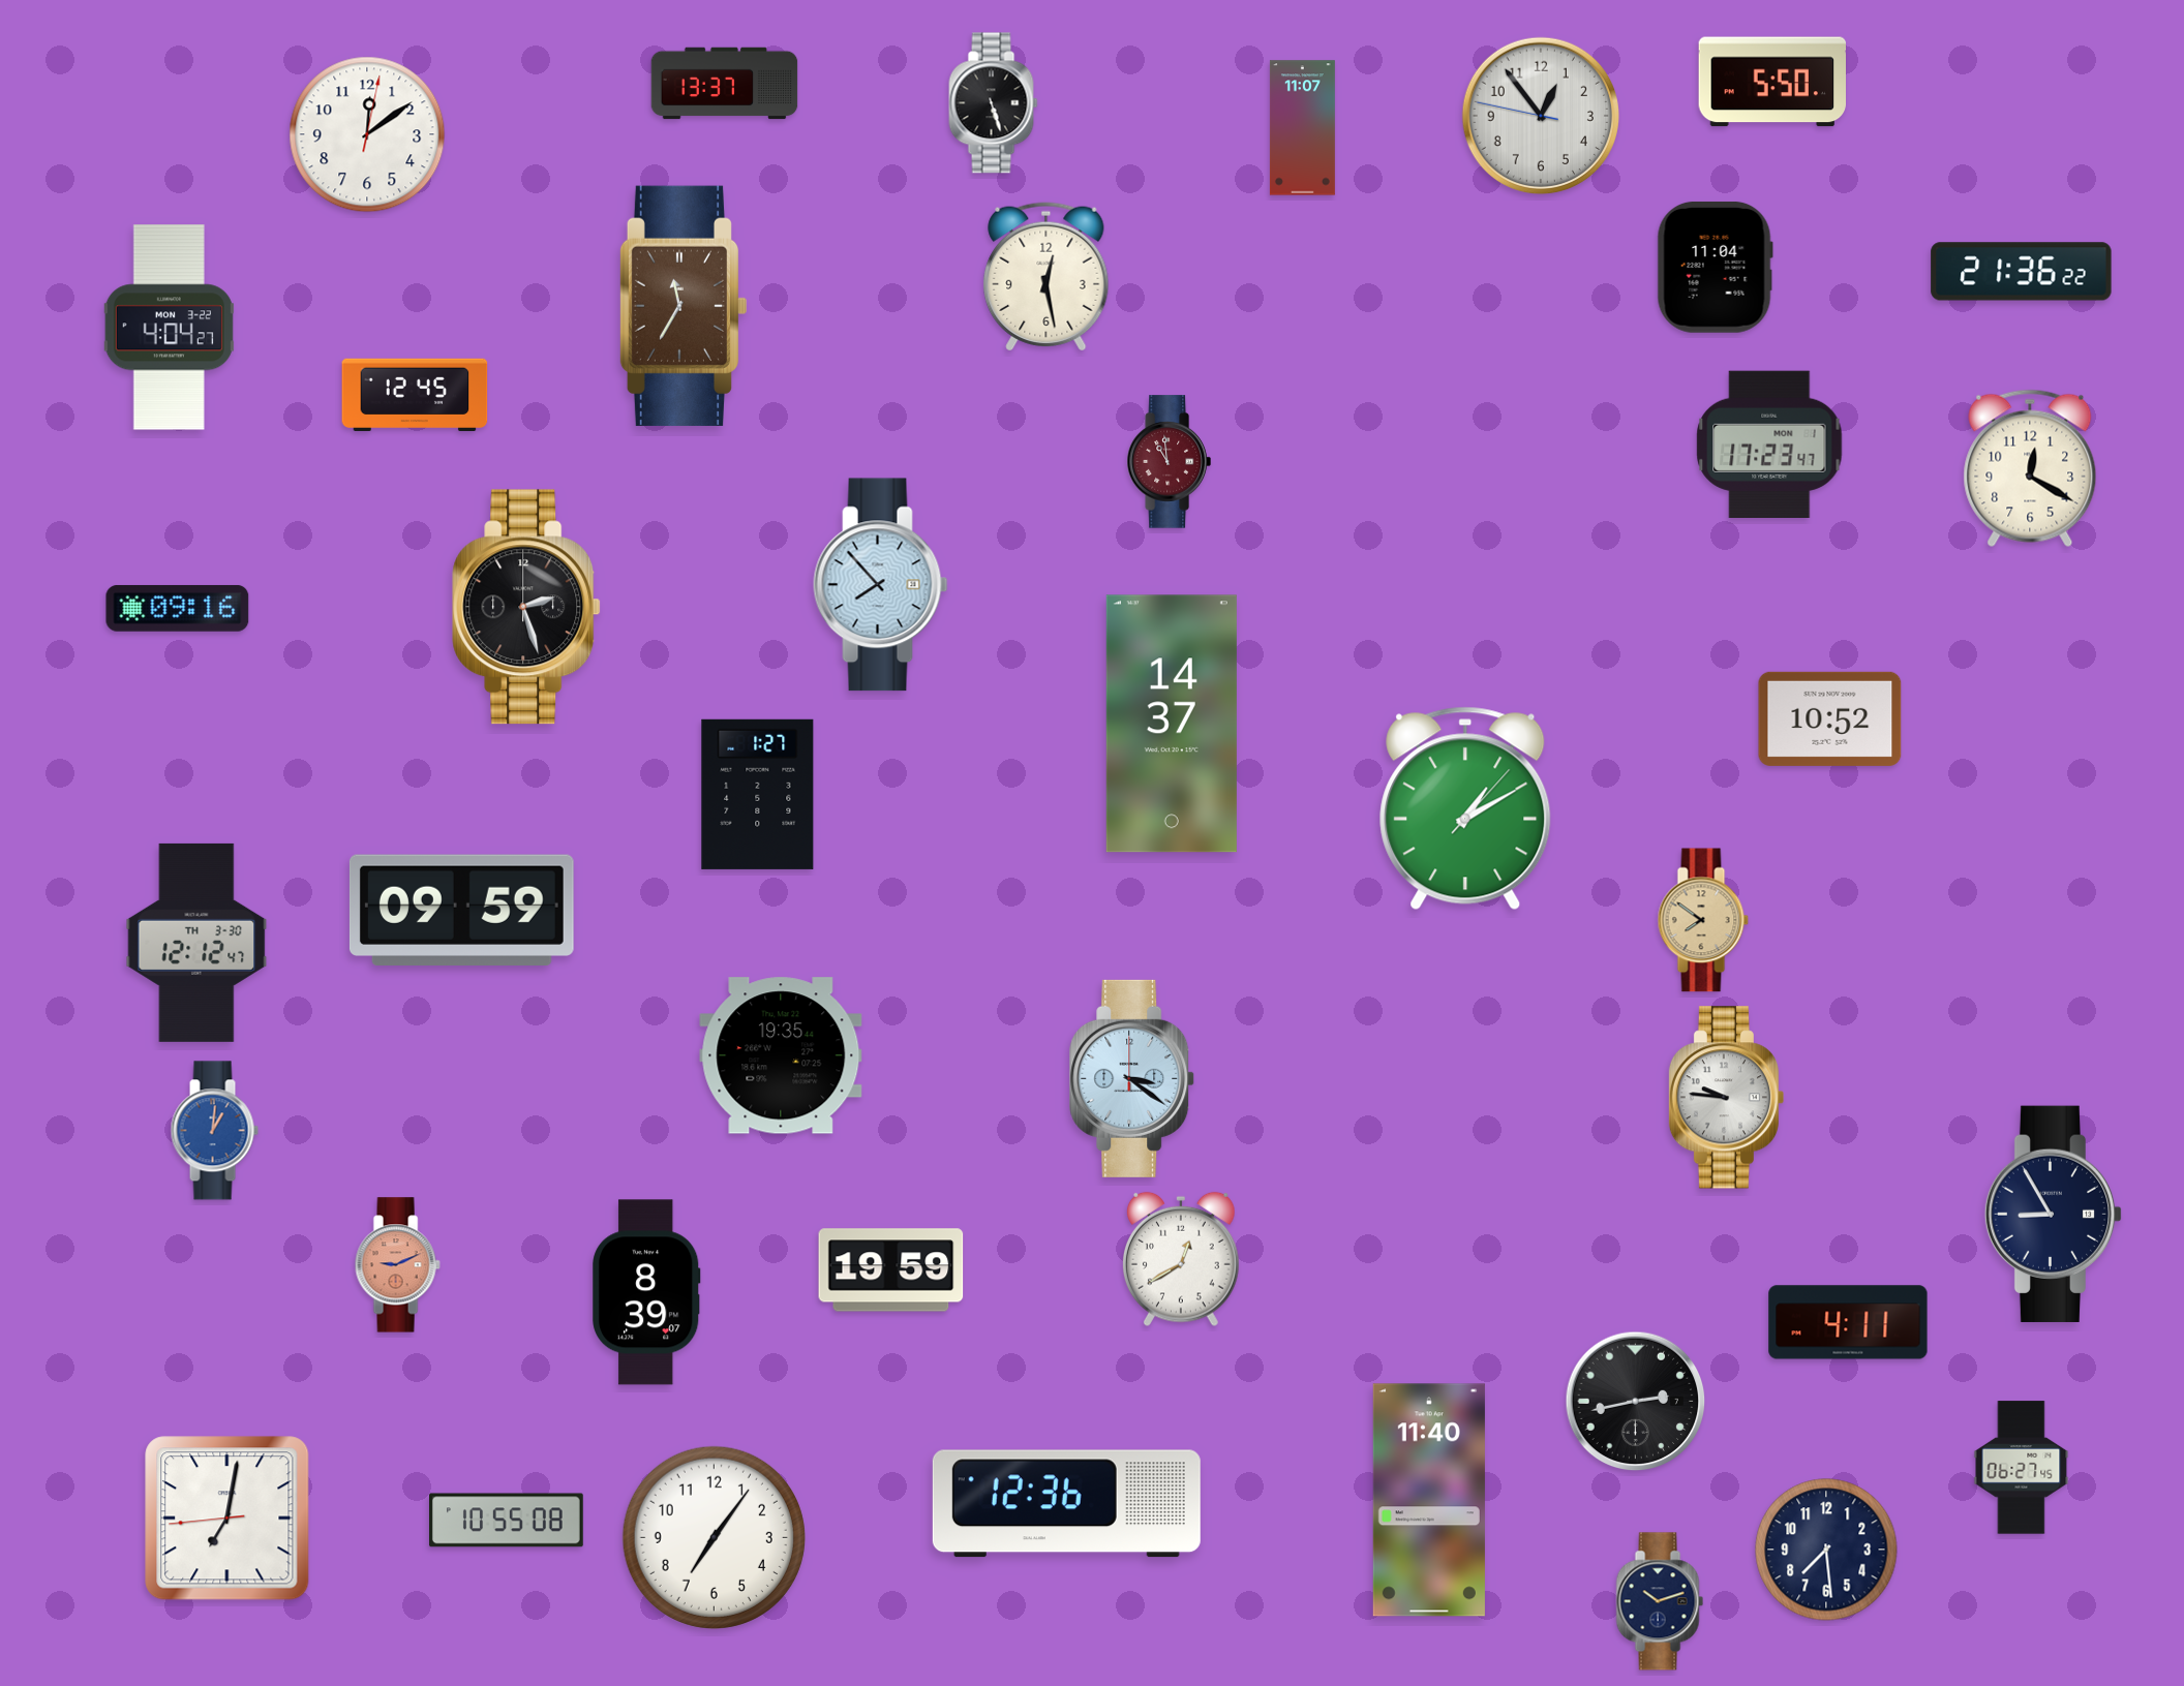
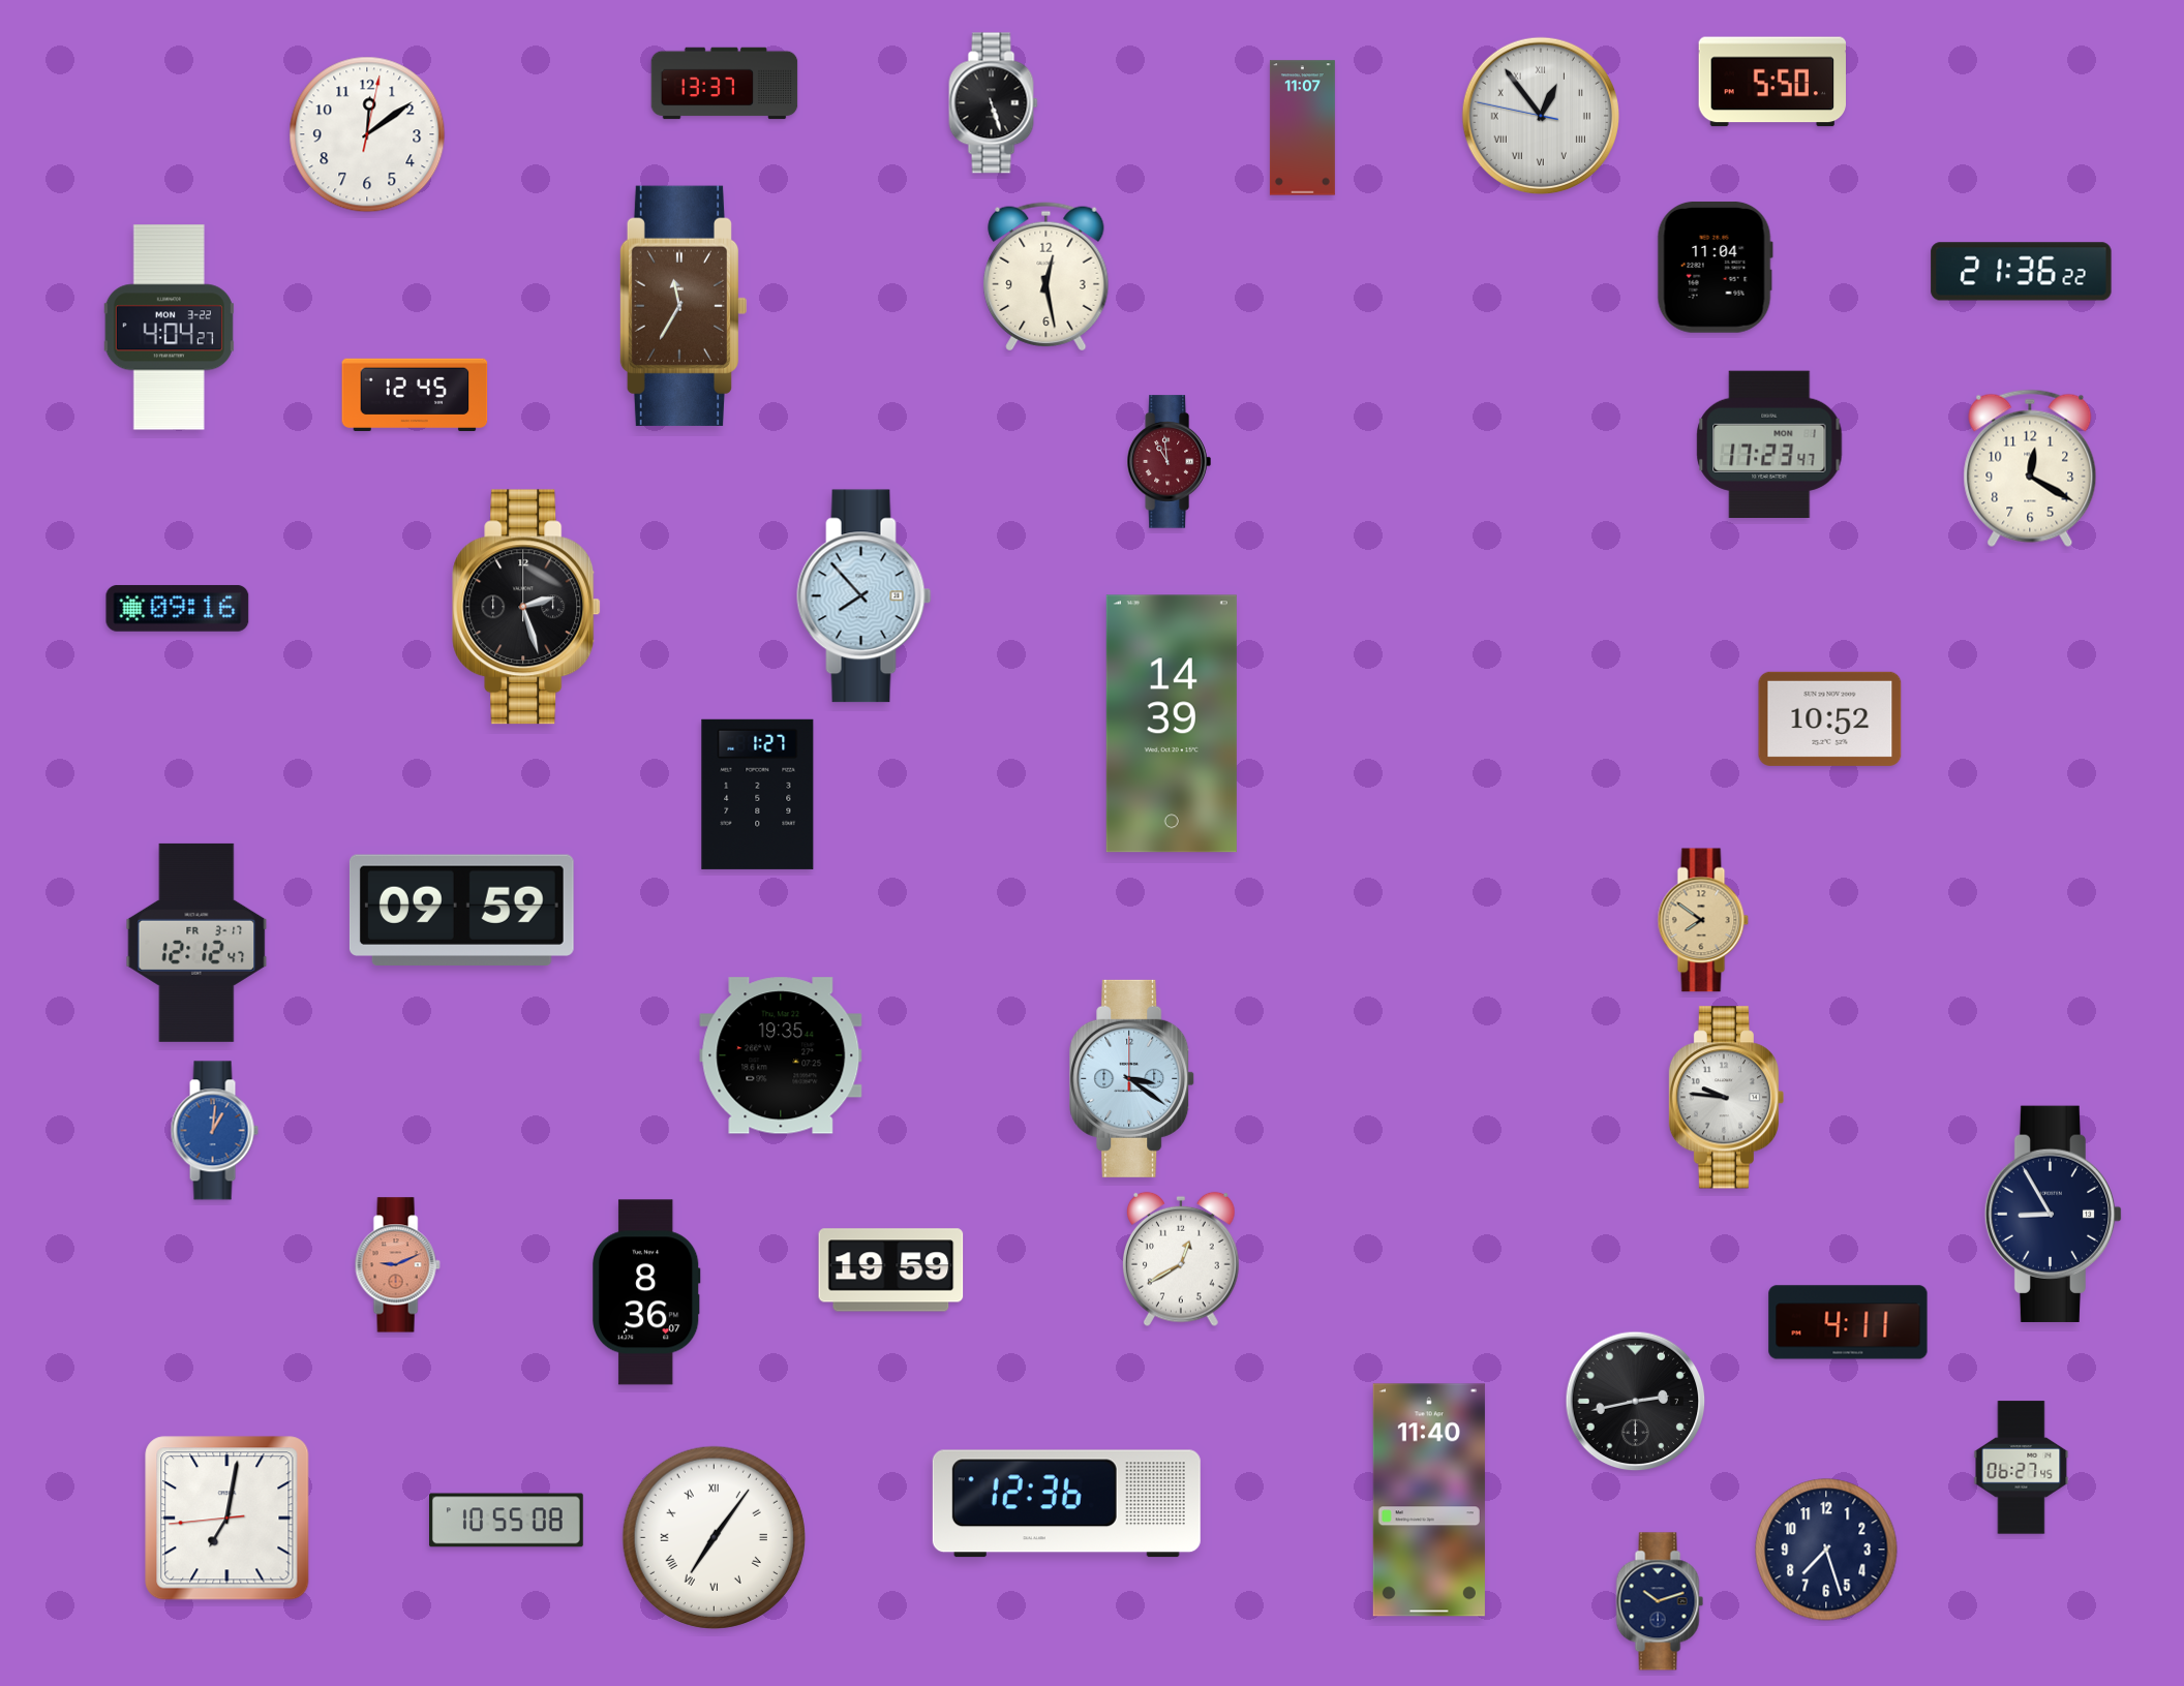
clock at (1540, 115) numerals: Arabic -> Roman
clock at (881, 585) position: (881, 585) -> (865, 596)
clock at (1172, 724): 14:37 -> 14:39
clock at (1465, 808): 1:10 -> none
clock at (196, 943) date: TH 3-30 -> FR 3-17
clock at (646, 1292): 8:39 -> 8:36
clock at (714, 1537) numerals: Arabic -> Roman
clock at (1826, 1550): 7:29 -> 7:27
